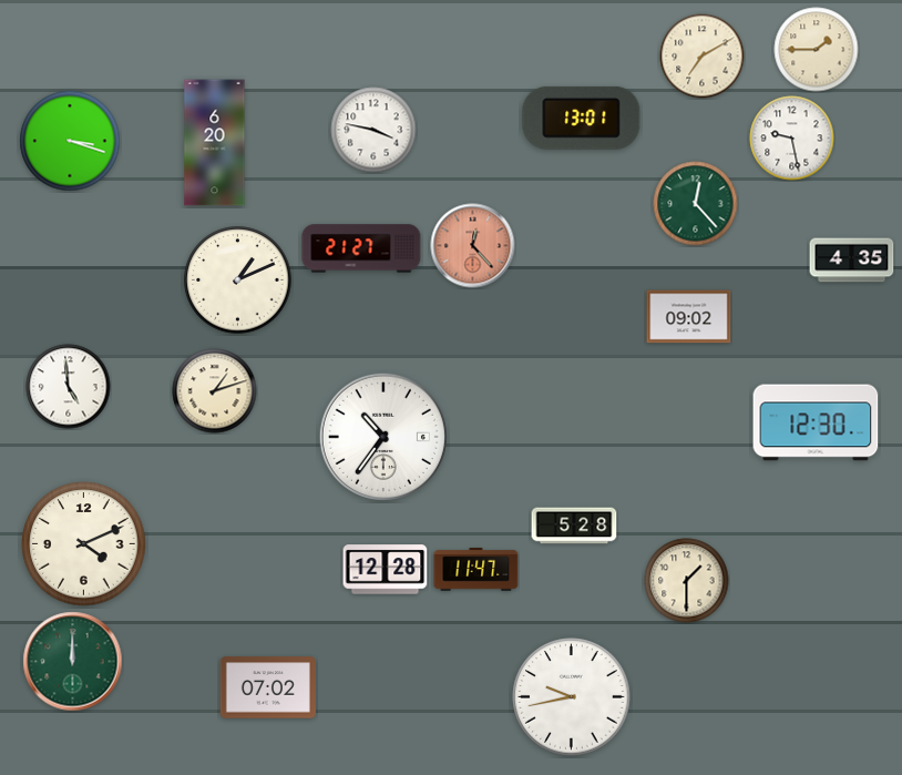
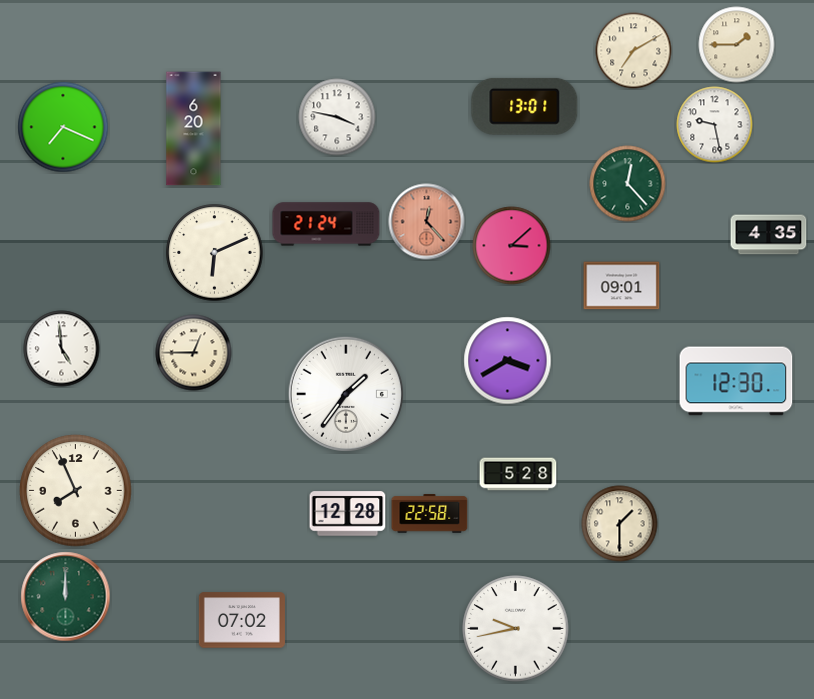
clock at (70, 141): 3:18 -> 7:19
clock at (361, 248): 21:27 -> 21:24
clock at (512, 246): none -> 3:08
clock at (238, 281): 1:11 -> 6:11
clock at (689, 317): 09:02 -> 09:01
clock at (215, 391): 1:12 -> 12:45
clock at (508, 361): none -> 3:40
clock at (383, 437): 10:36 -> 1:36
clock at (84, 544): 4:11 -> 7:56
clock at (476, 570): 11:47 -> 22:58
